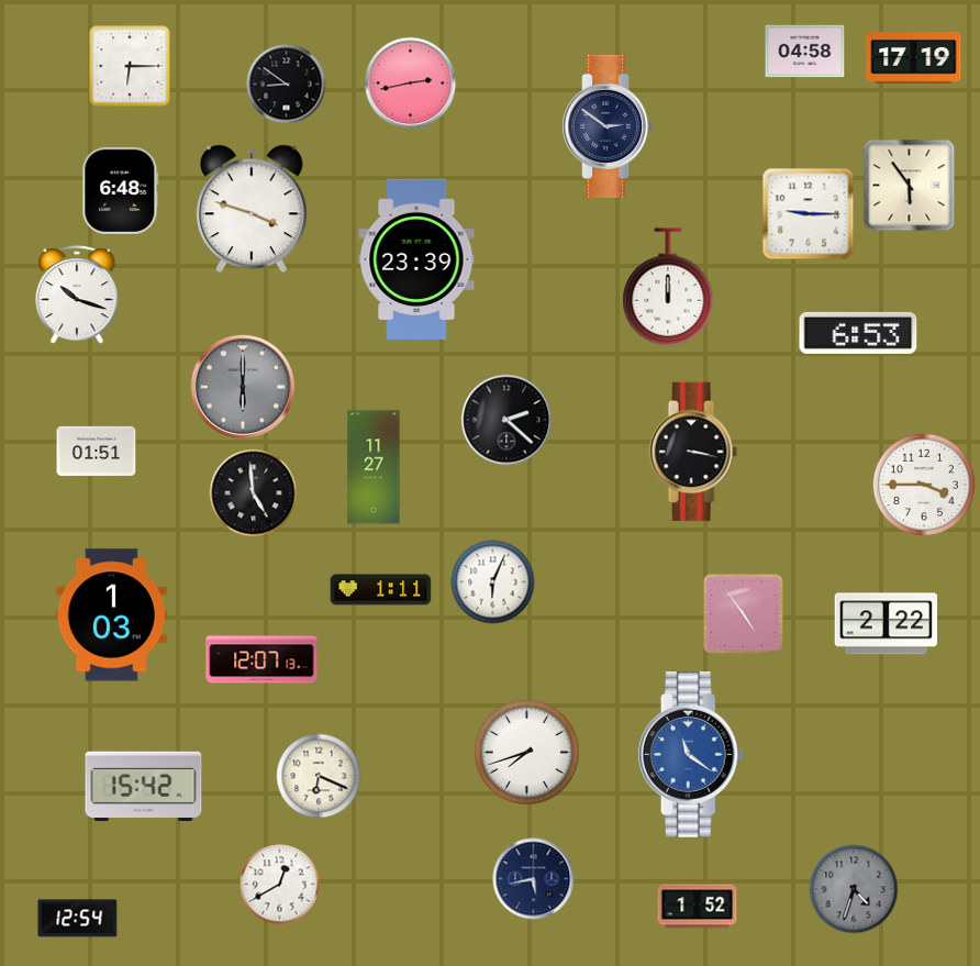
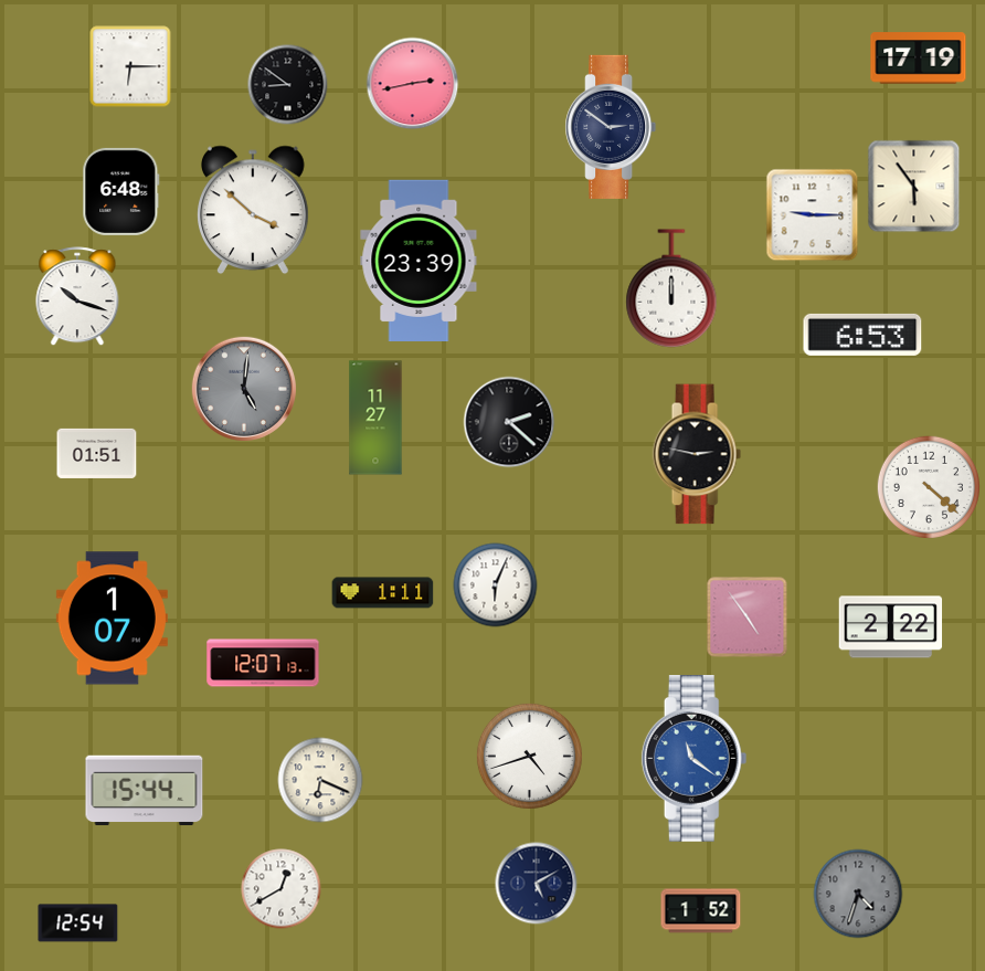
clock at (805, 52): 04:58 -> none
clock at (253, 209): 3:48 -> 3:52
clock at (242, 386): 6:00 -> 5:01
clock at (693, 452): 3:17 -> 2:47
clock at (374, 467) position: (374, 467) -> (375, 418)
clock at (924, 485): 3:45 -> 4:22
clock at (254, 493): 4:59 -> none
clock at (111, 615): 1:03 -> 1:07
clock at (526, 752): 7:42 -> 4:42
clock at (144, 787): 15:42 -> 15:44
clock at (534, 879): 5:43 -> 5:10
